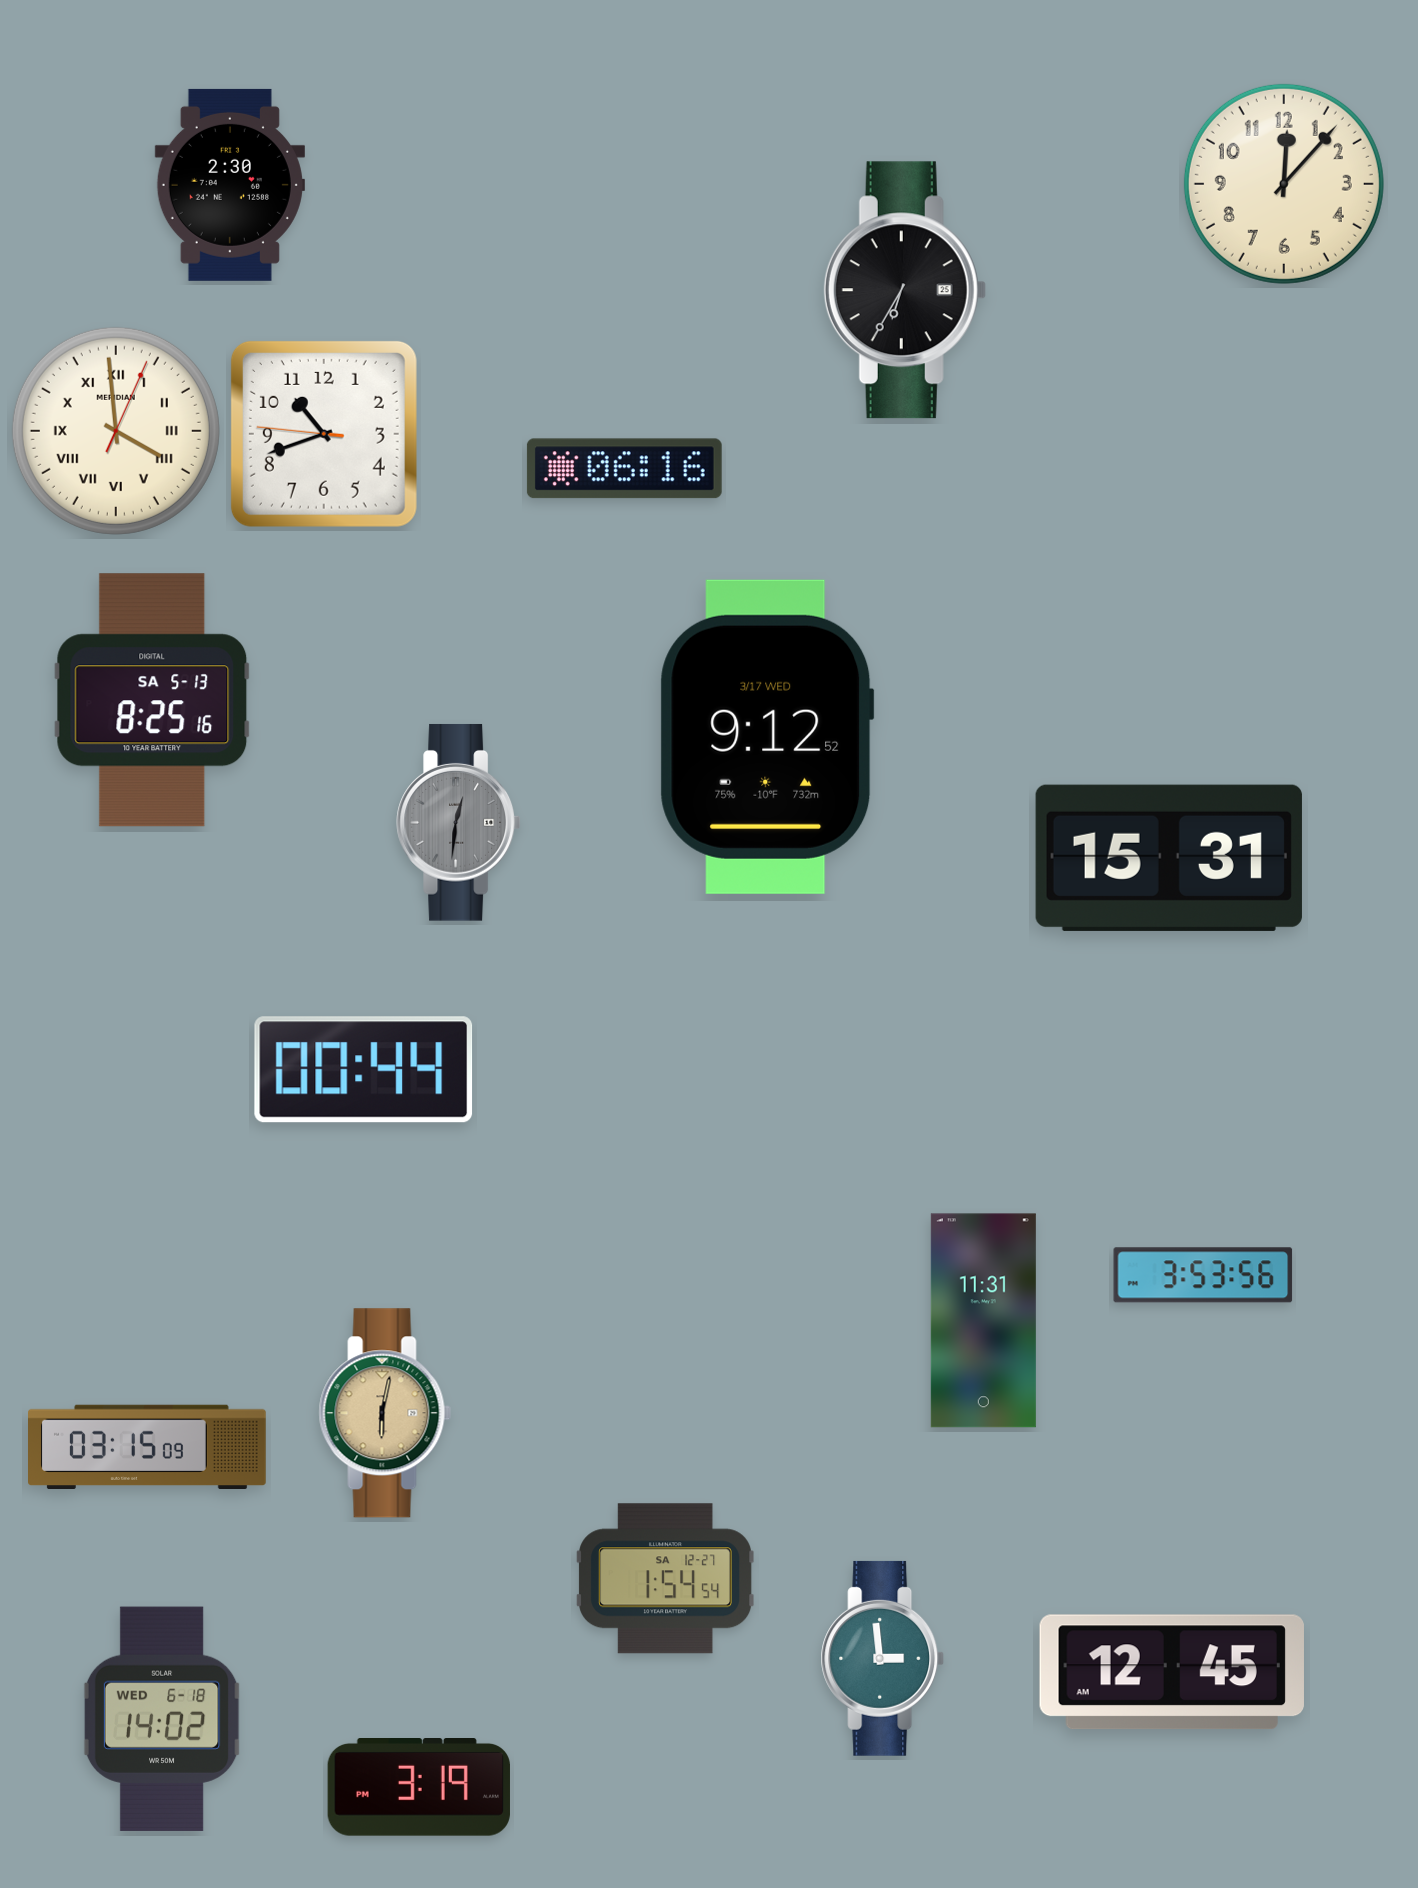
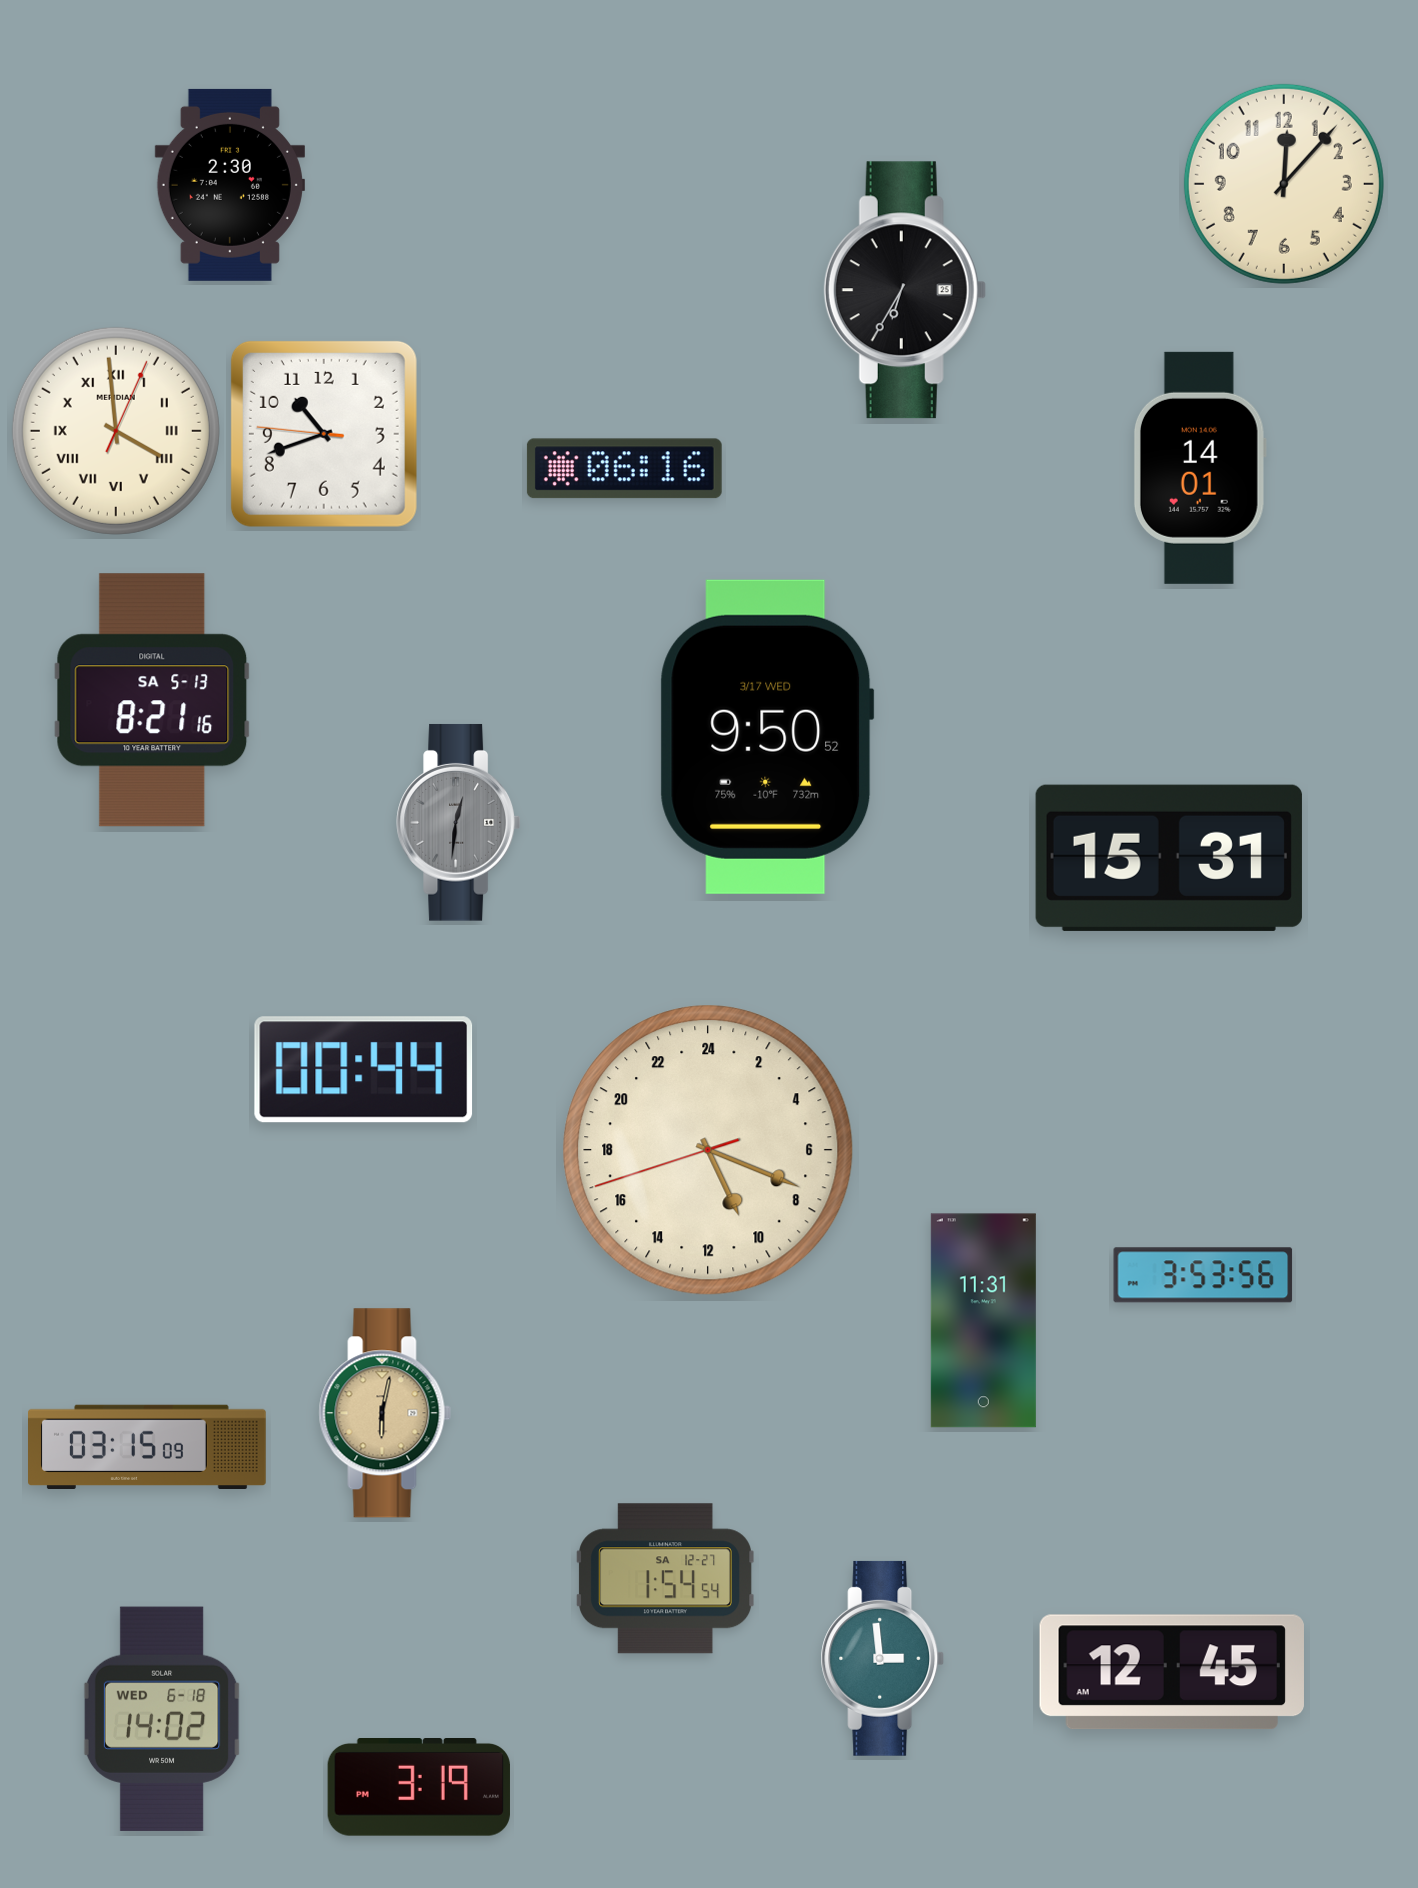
clock at (1200, 468): none -> 14:01
clock at (152, 700): 8:25 -> 8:21
clock at (767, 737): 9:12 -> 9:50
clock at (708, 1150): none -> 10:18
